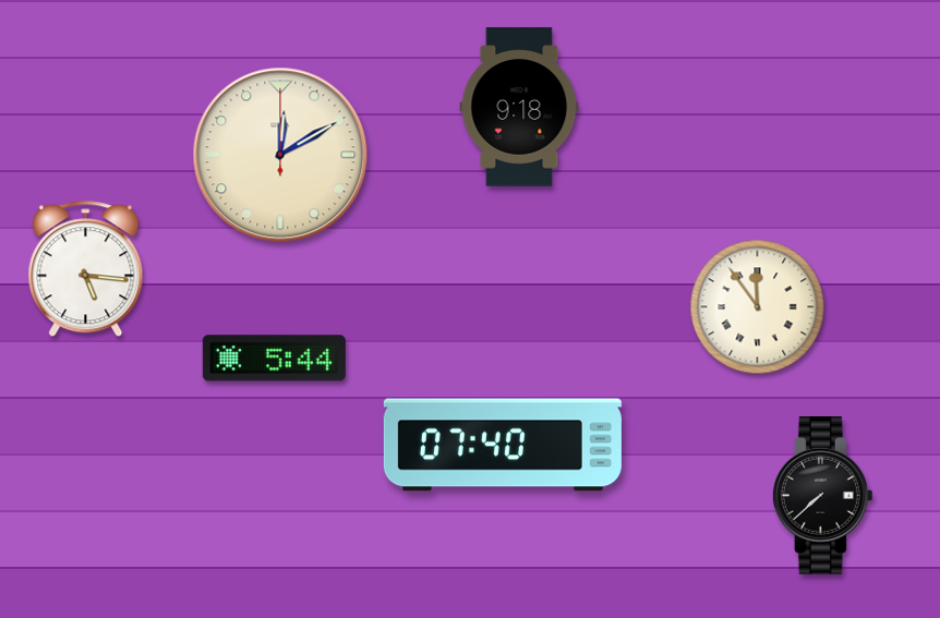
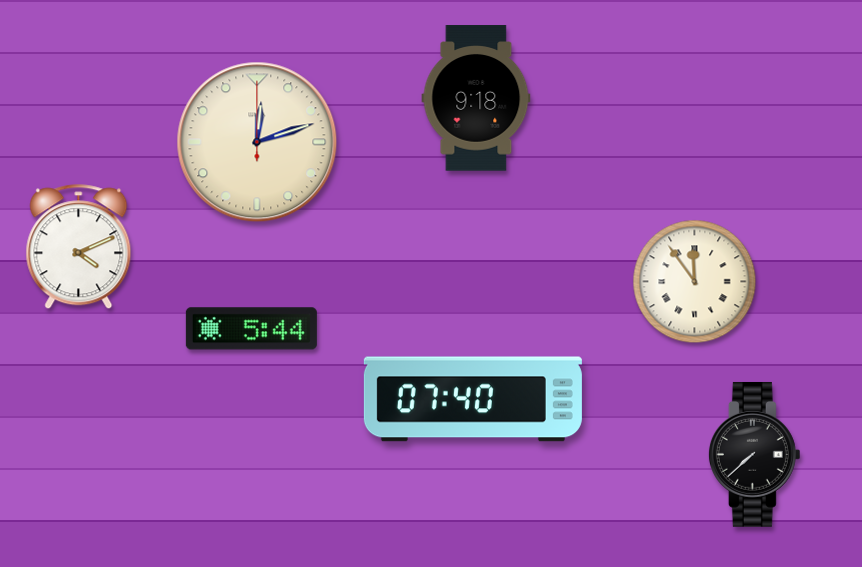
clock at (280, 155): 12:10 -> 12:12
clock at (86, 269): 5:16 -> 4:11
clock at (503, 445) position: (503, 445) -> (473, 399)
